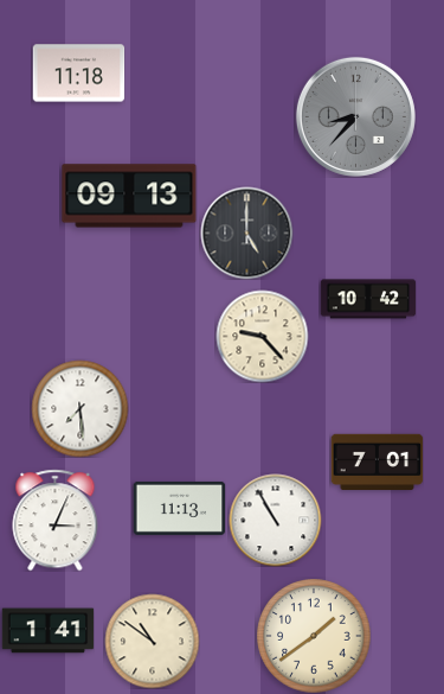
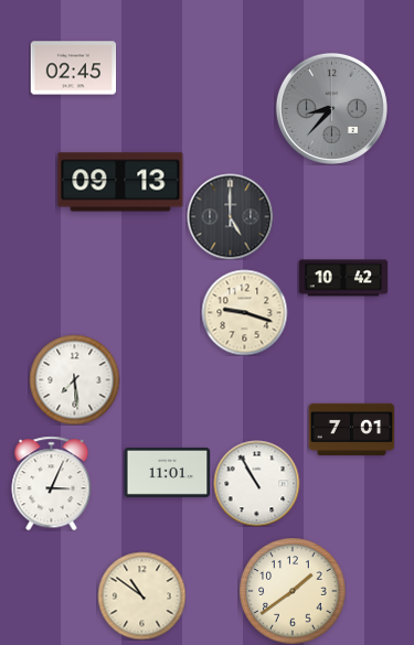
clock at (78, 74): 11:18 -> 02:45
clock at (262, 336): 9:23 -> 9:18
clock at (179, 508): 11:13 -> 11:01
clock at (47, 631): 1:41 -> none
